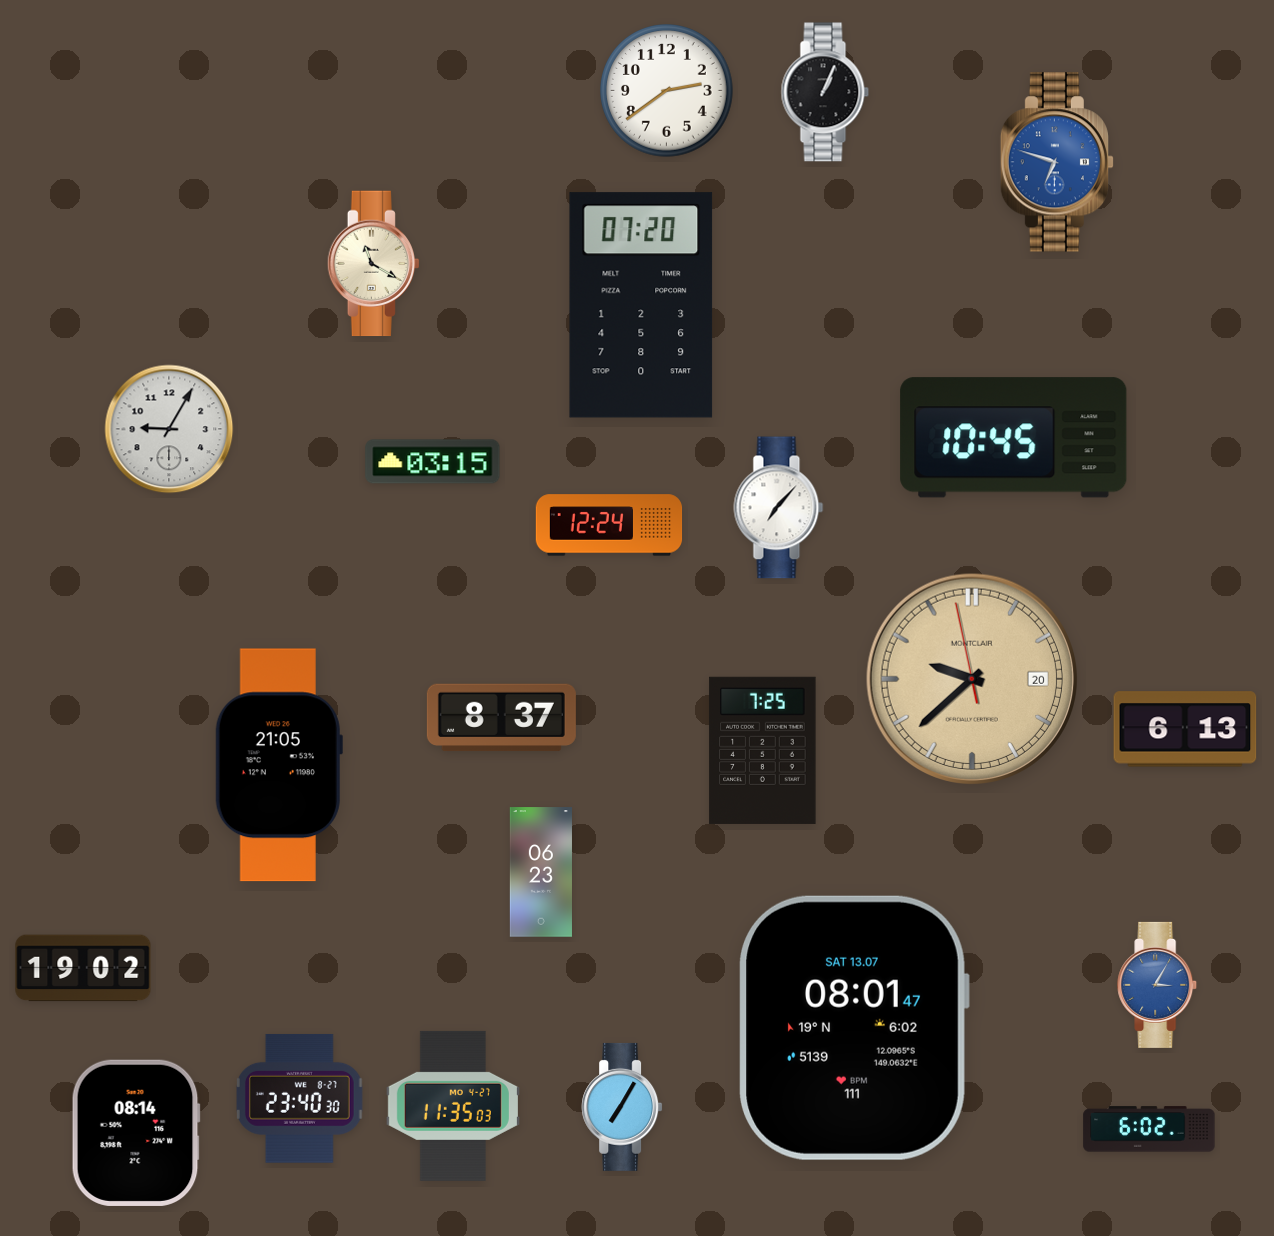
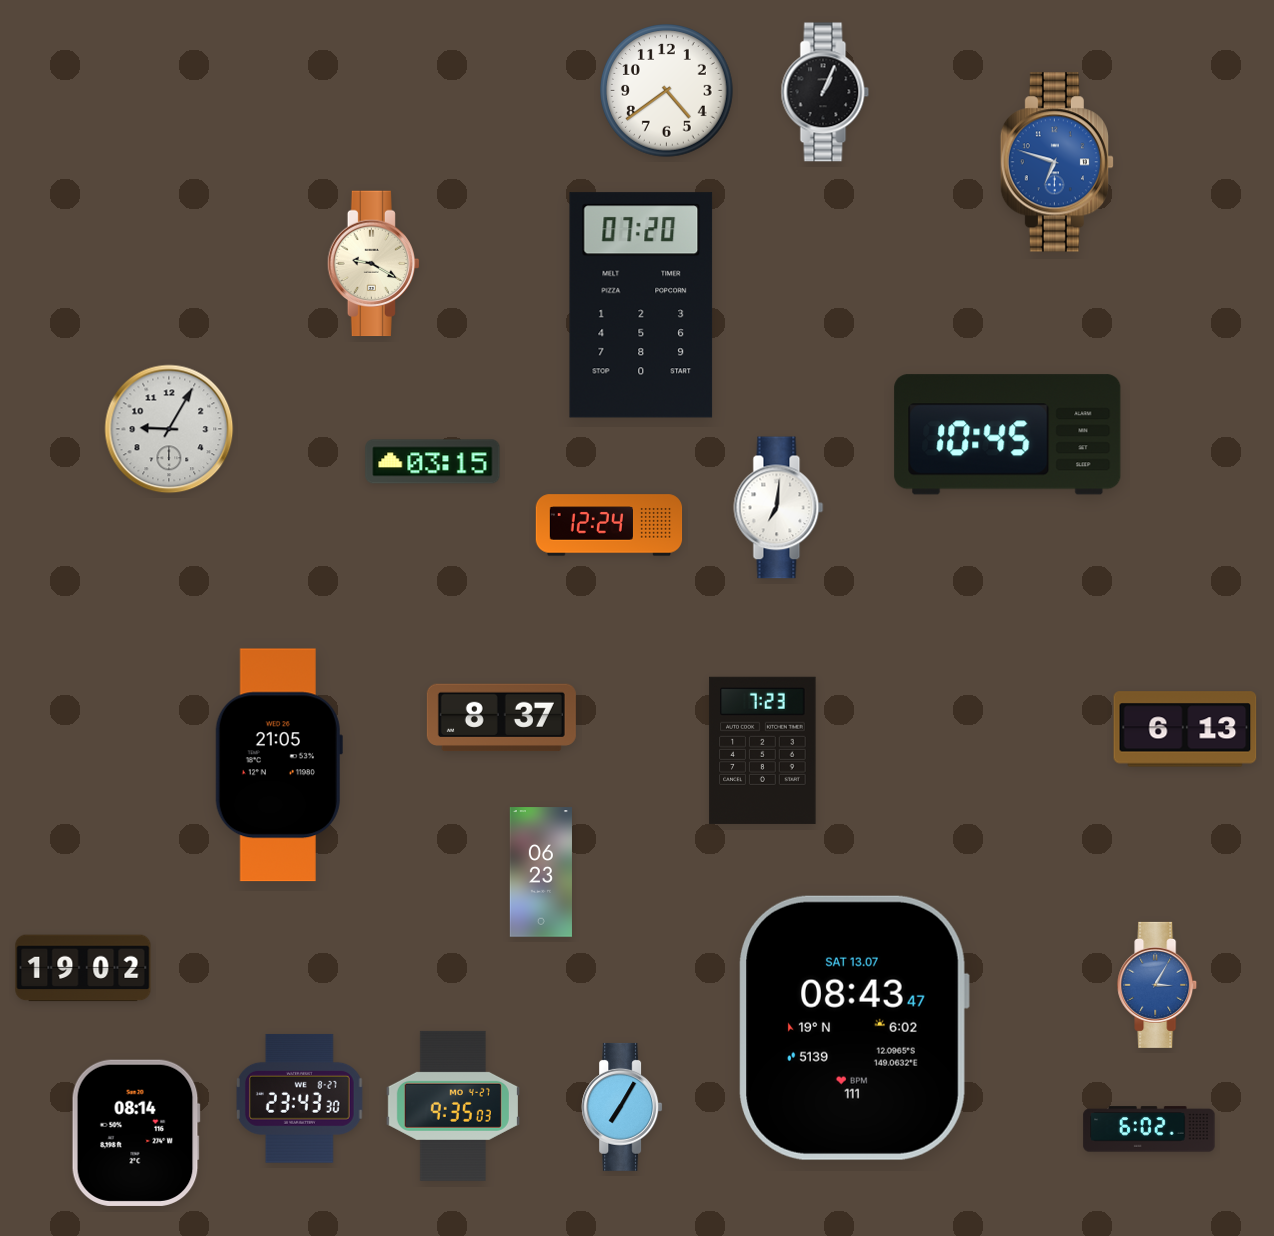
clock at (667, 91): 2:39 -> 4:39
clock at (373, 264): 11:20 -> 9:20
clock at (1014, 438) position: (1014, 438) -> (1008, 435)
clock at (779, 508): 7:07 -> 7:01
clock at (971, 678): 9:37 -> none
clock at (763, 750): 7:25 -> 7:23
clock at (854, 1028): 08:01 -> 08:43
clock at (300, 1098): 23:40 -> 23:43
clock at (453, 1106): 11:35 -> 9:35
